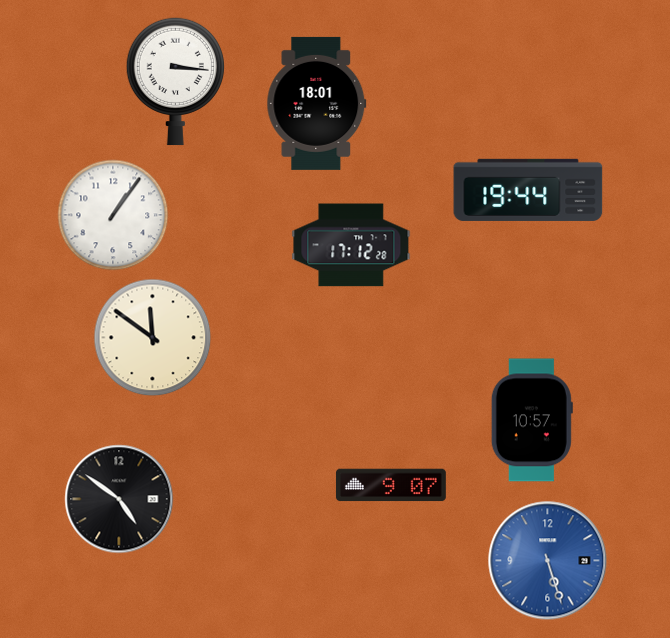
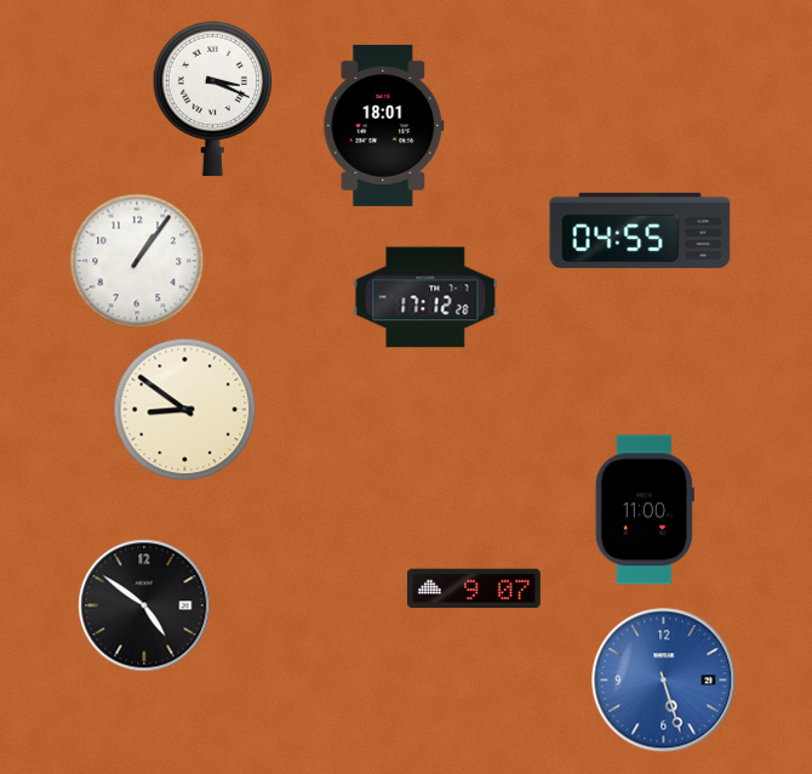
clock at (175, 81): 3:16 -> 3:19
clock at (528, 190): 19:44 -> 04:55
clock at (153, 338): 11:51 -> 8:51
clock at (532, 420): 10:57 -> 11:00
